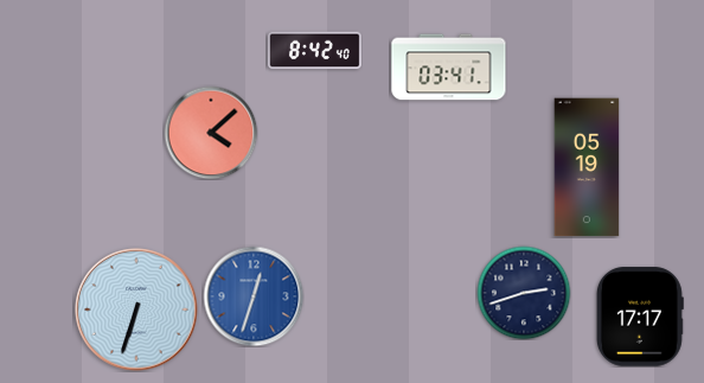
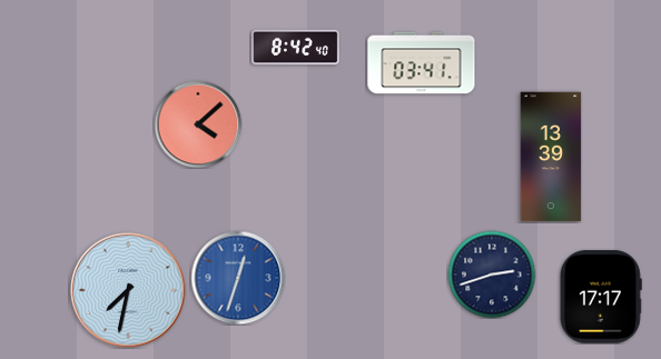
clock at (587, 167): 05:19 -> 13:39
clock at (136, 309): 6:33 -> 7:32
